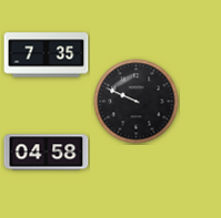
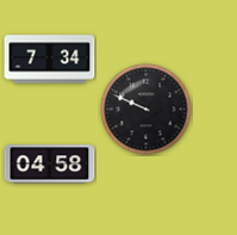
clock at (47, 55): 7:35 -> 7:34
